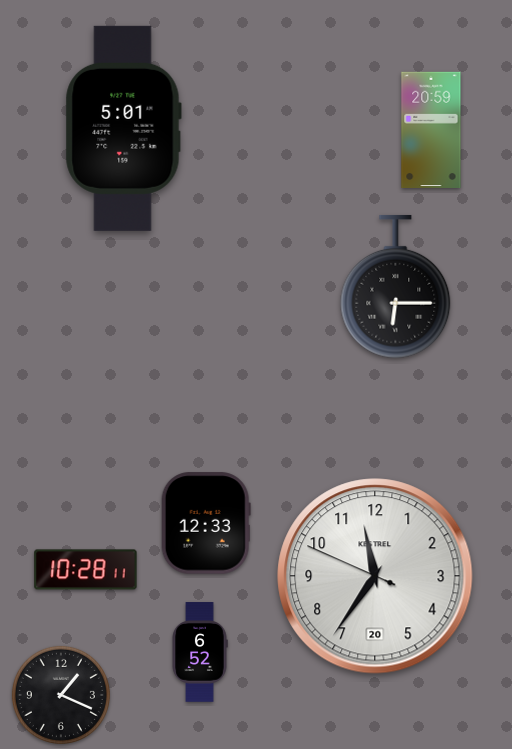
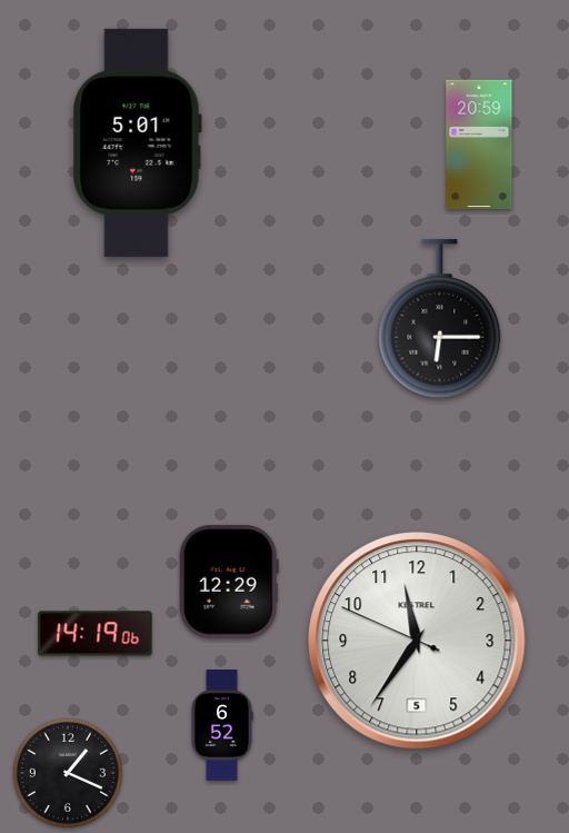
clock at (206, 523): 12:33 -> 12:29
clock at (86, 570): 10:28 -> 14:19
clock at (375, 576) date: 20 -> 5
